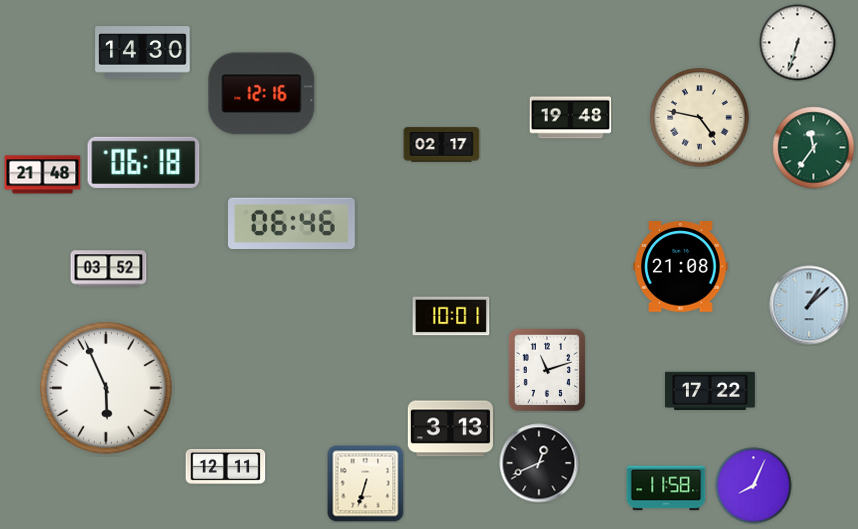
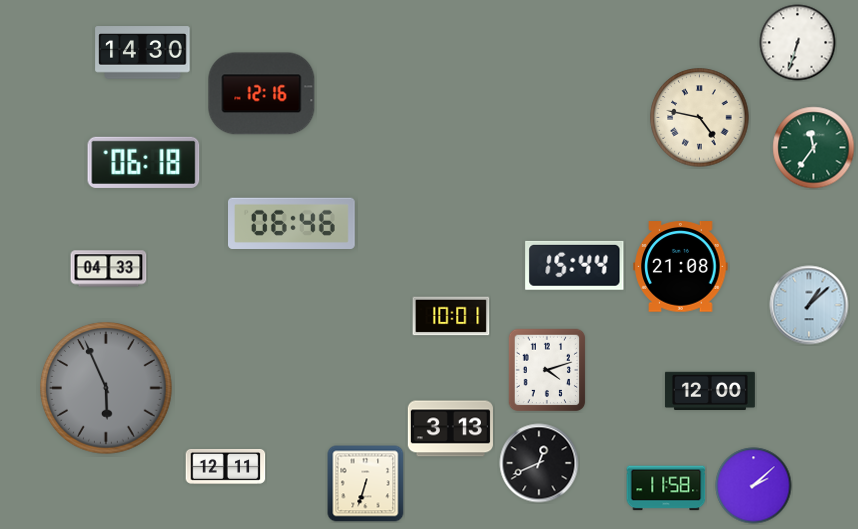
clock at (571, 118): 19:48 -> none
clock at (442, 145): 02:17 -> none
clock at (43, 175): 21:48 -> none
clock at (575, 265): none -> 15:44
clock at (109, 269): 03:52 -> 04:33
clock at (547, 370): 11:12 -> 4:12
clock at (106, 388) dial: white -> grey
clock at (710, 390): 17:22 -> 12:00
clock at (754, 486): 8:04 -> 2:08
